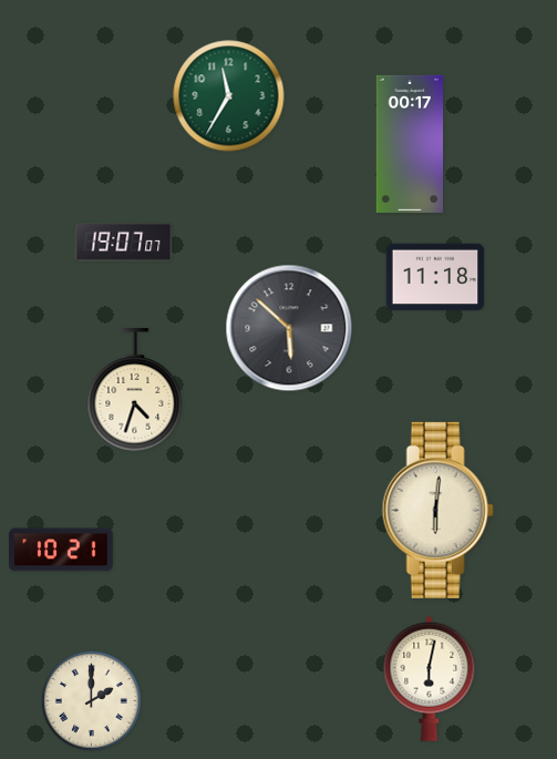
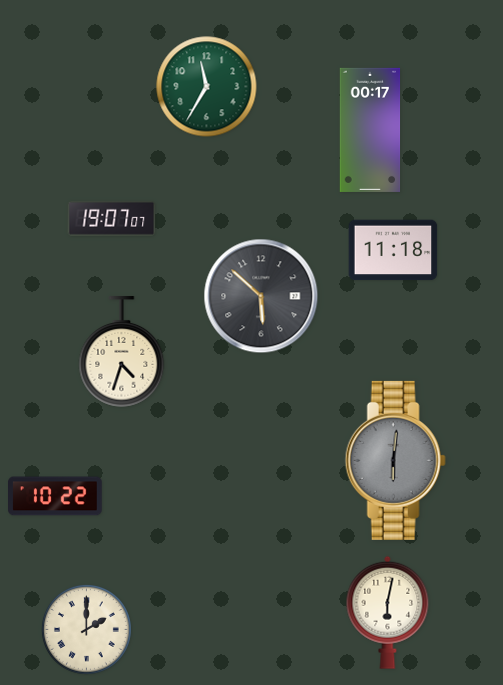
clock at (437, 510) dial: cream -> grey
clock at (62, 550): 10:21 -> 10:22
clock at (91, 700) position: (91, 700) -> (86, 629)
